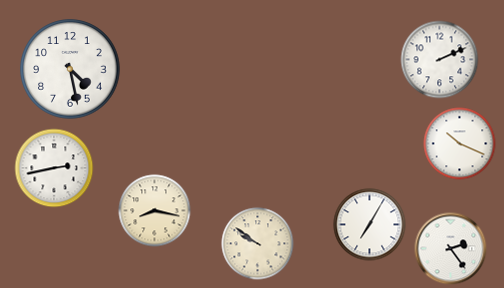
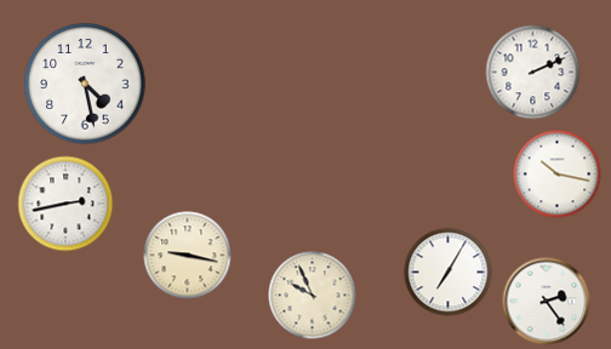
clock at (460, 144): 10:19 -> 10:17
clock at (155, 211): 8:17 -> 9:17
clock at (258, 244): 9:51 -> 9:56
